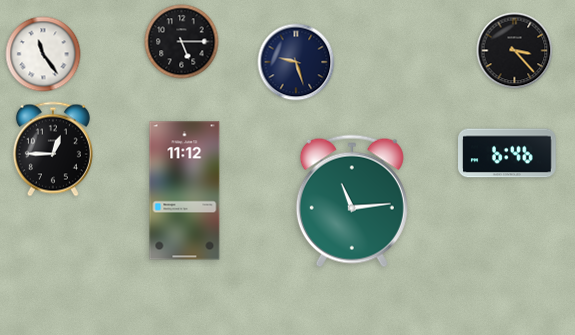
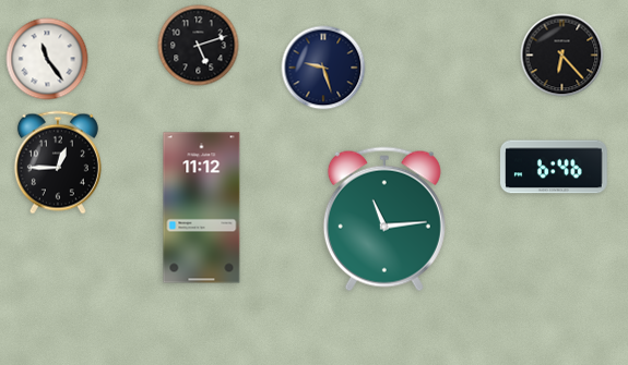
clock at (182, 42): 5:15 -> 5:12
clock at (515, 51): 3:23 -> 6:23
